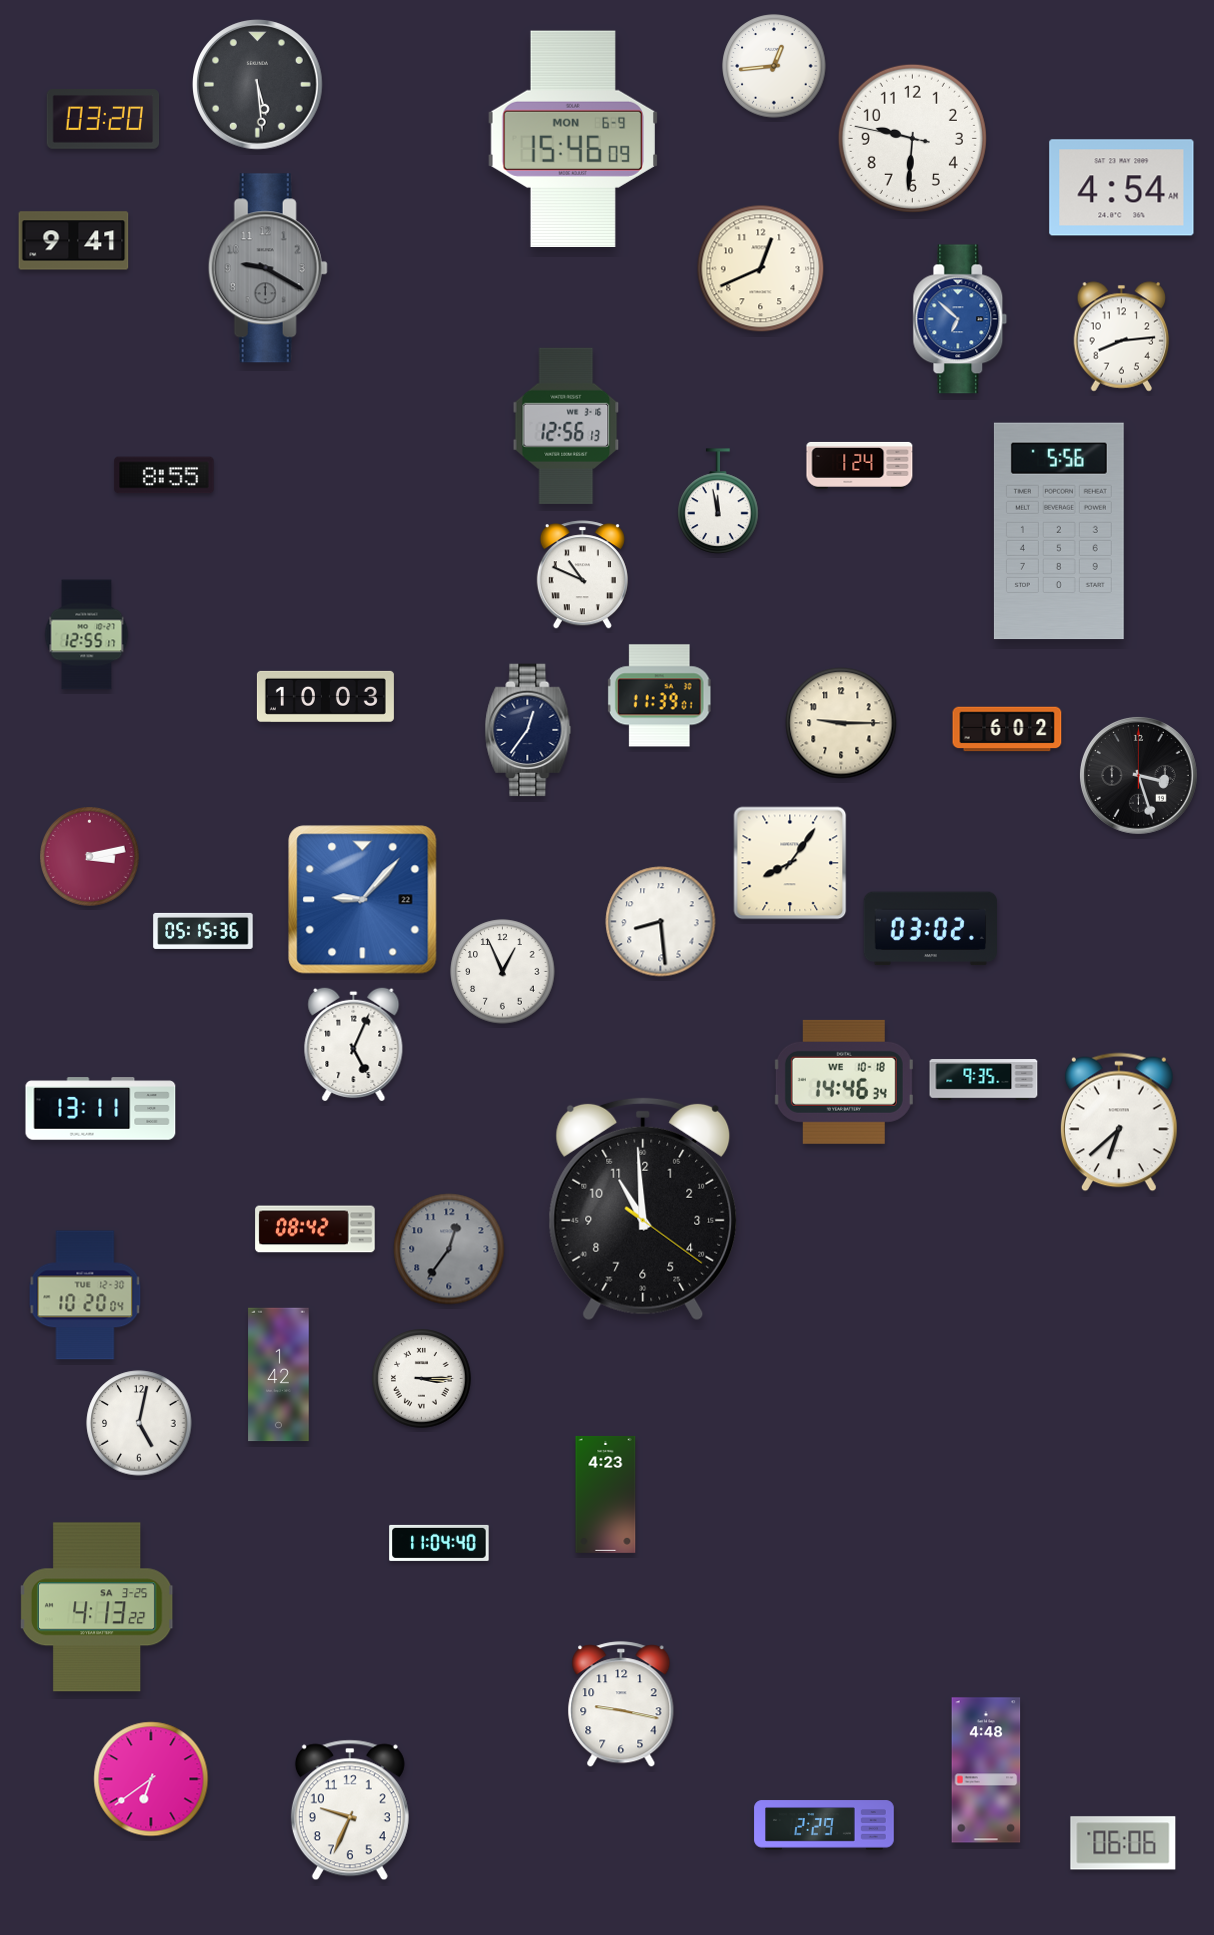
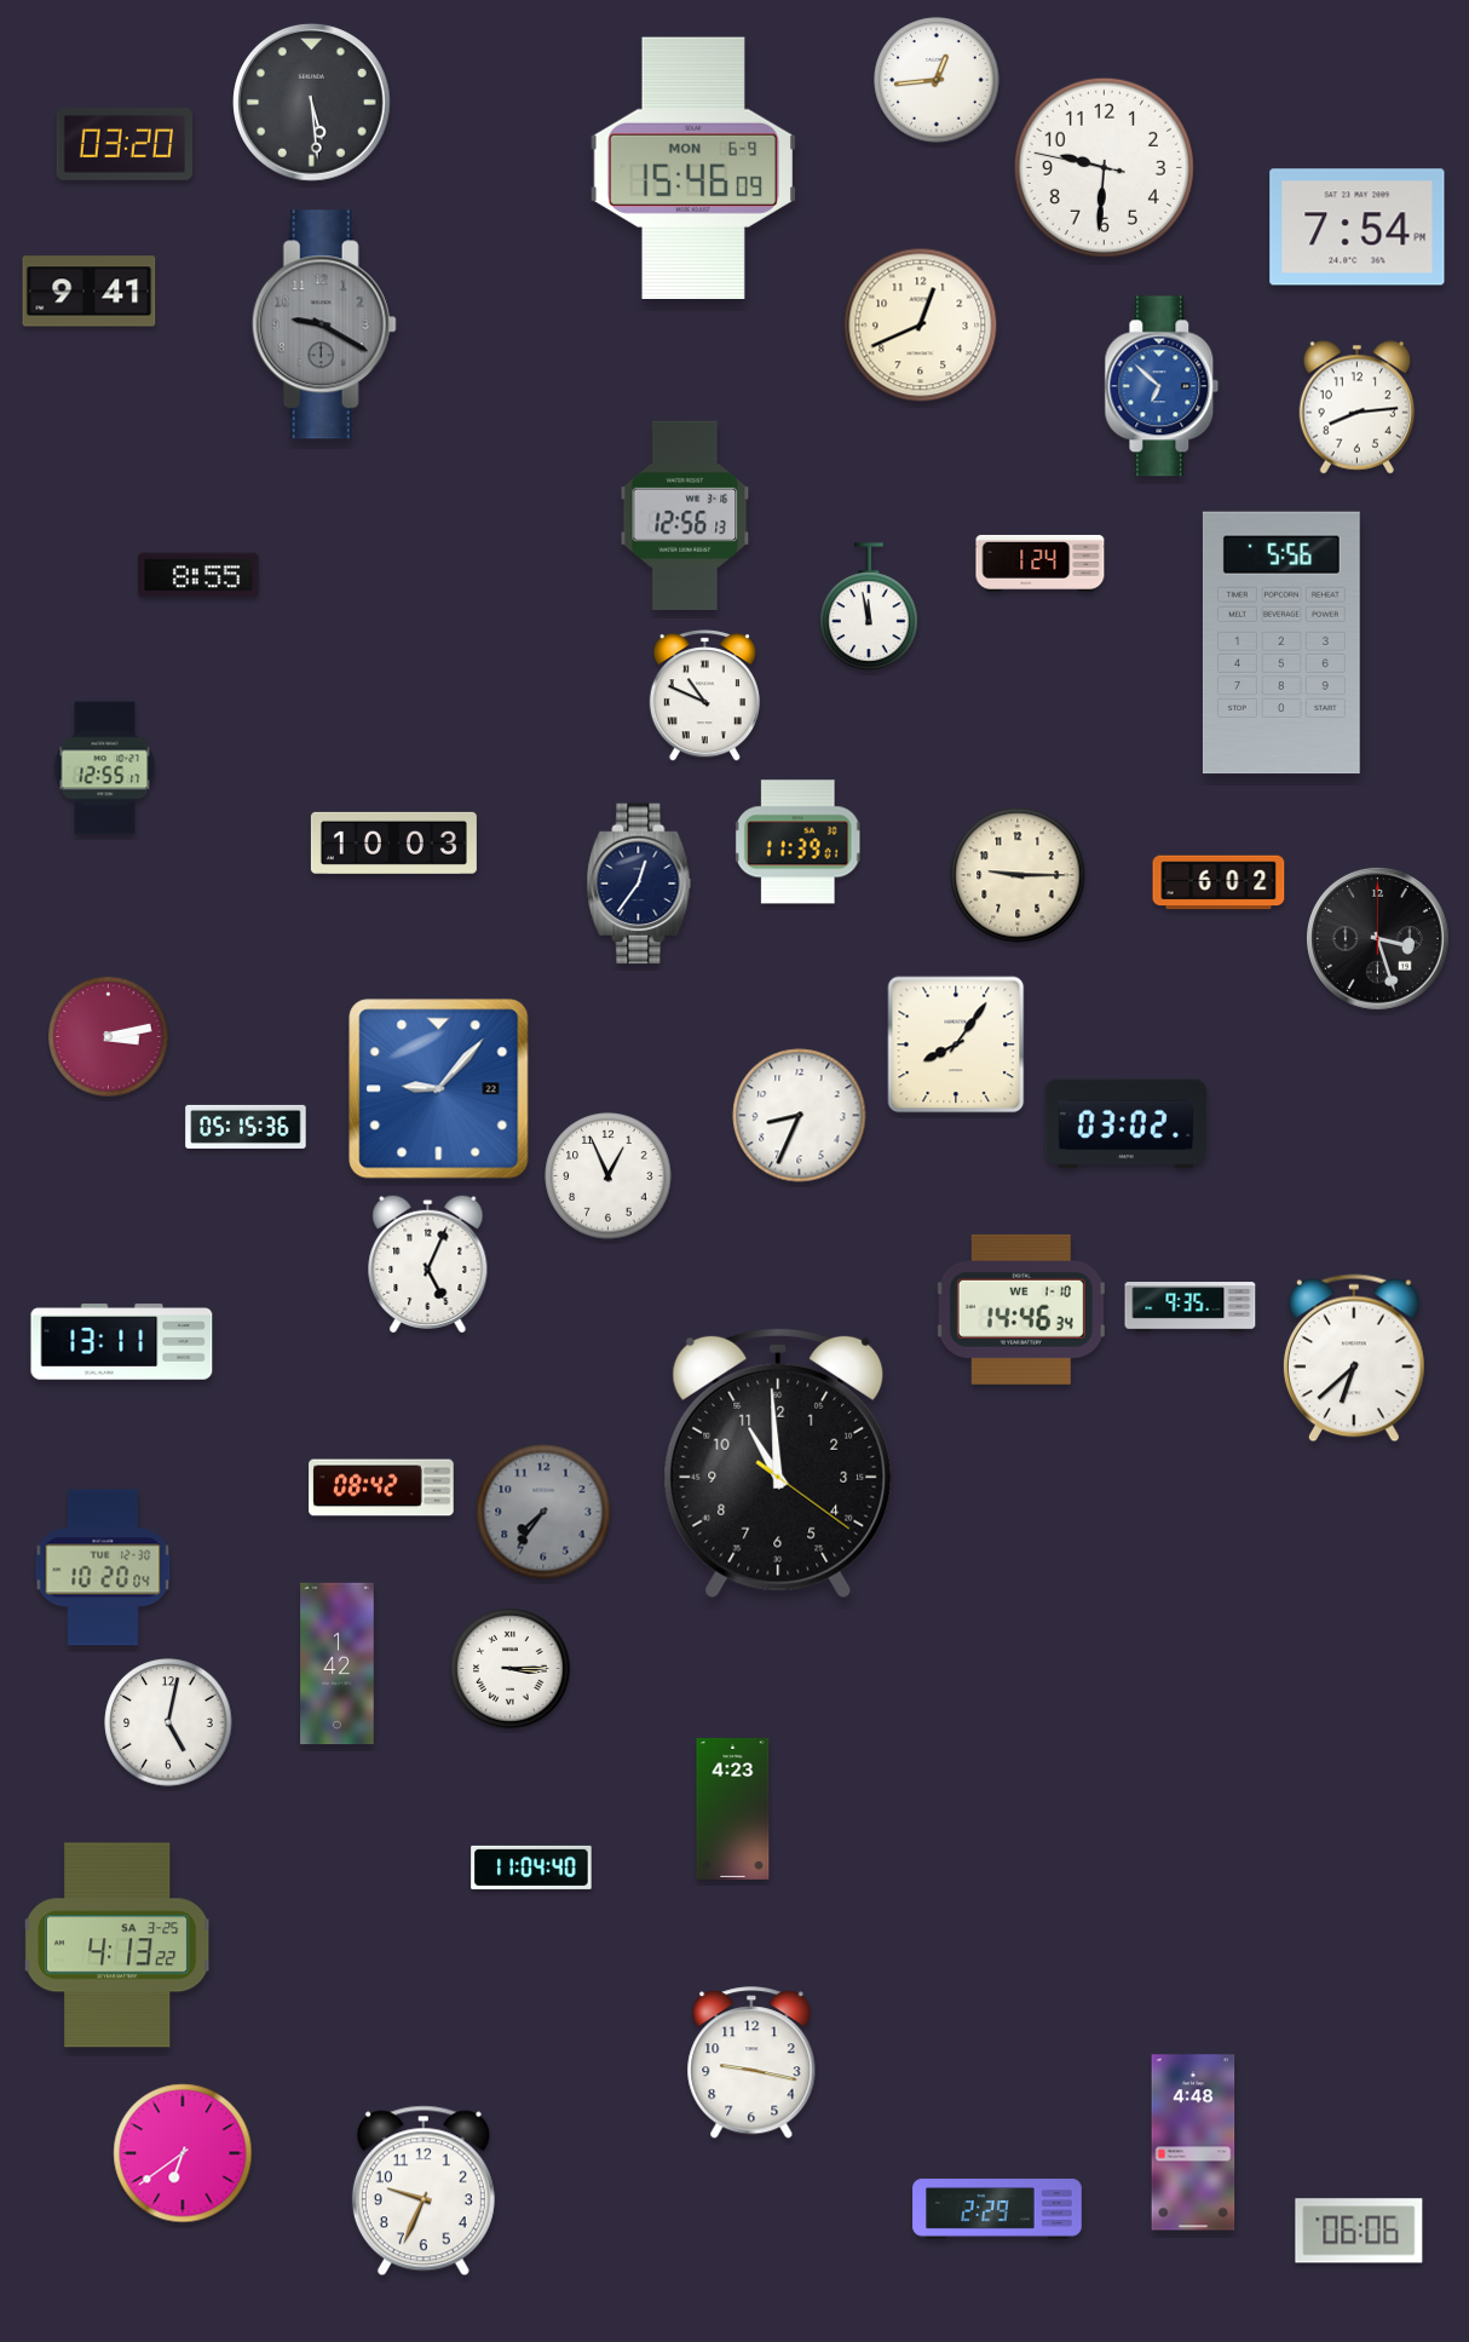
clock at (1122, 188): 4:54 -> 7:54
clock at (661, 922): 8:29 -> 8:34
clock at (844, 1082) date: WE 10-18 -> WE 1-10
clock at (449, 1249): 12:36 -> 7:36
